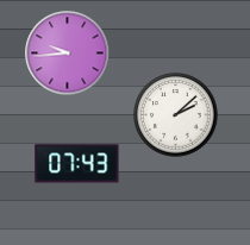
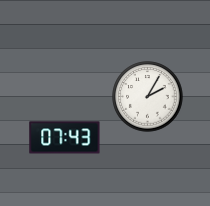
clock at (68, 54): 9:44 -> none
clock at (176, 115): 2:08 -> 2:05
